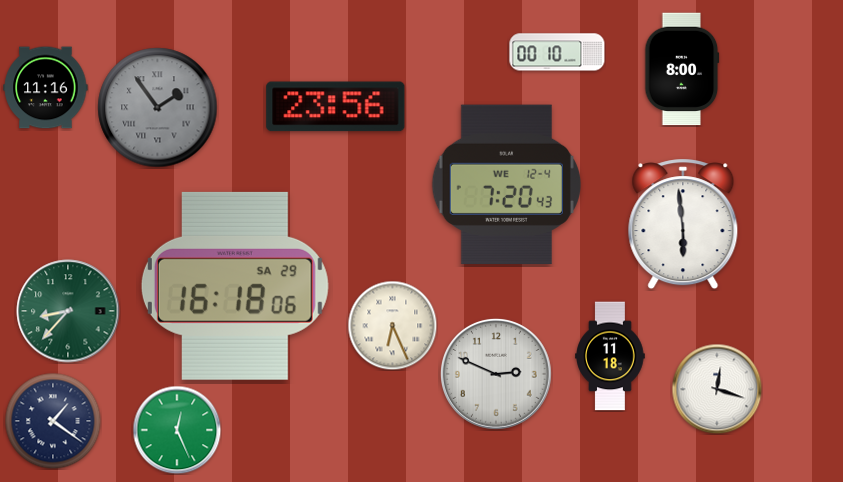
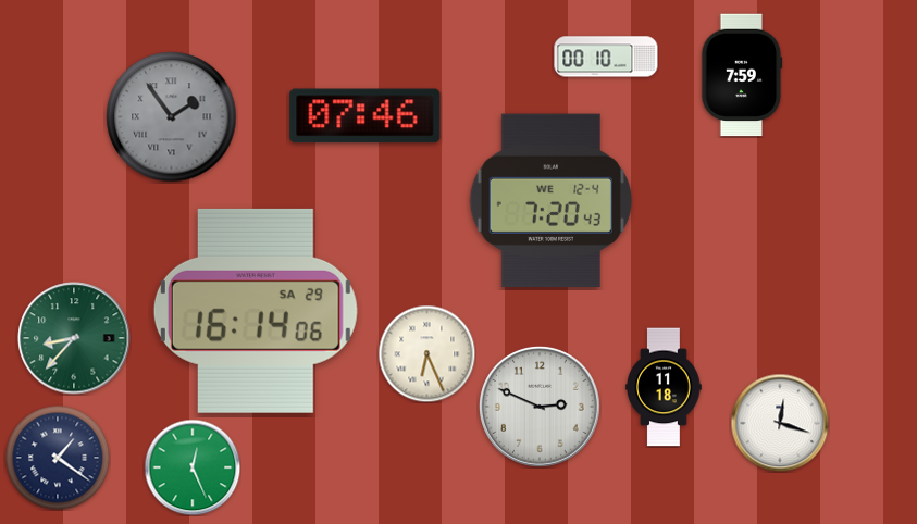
clock at (682, 69): 8:00 -> 7:59
clock at (46, 88): 11:16 -> none
clock at (336, 107): 23:56 -> 07:46
clock at (683, 224): 5:59 -> none
clock at (235, 286): 16:18 -> 16:14
